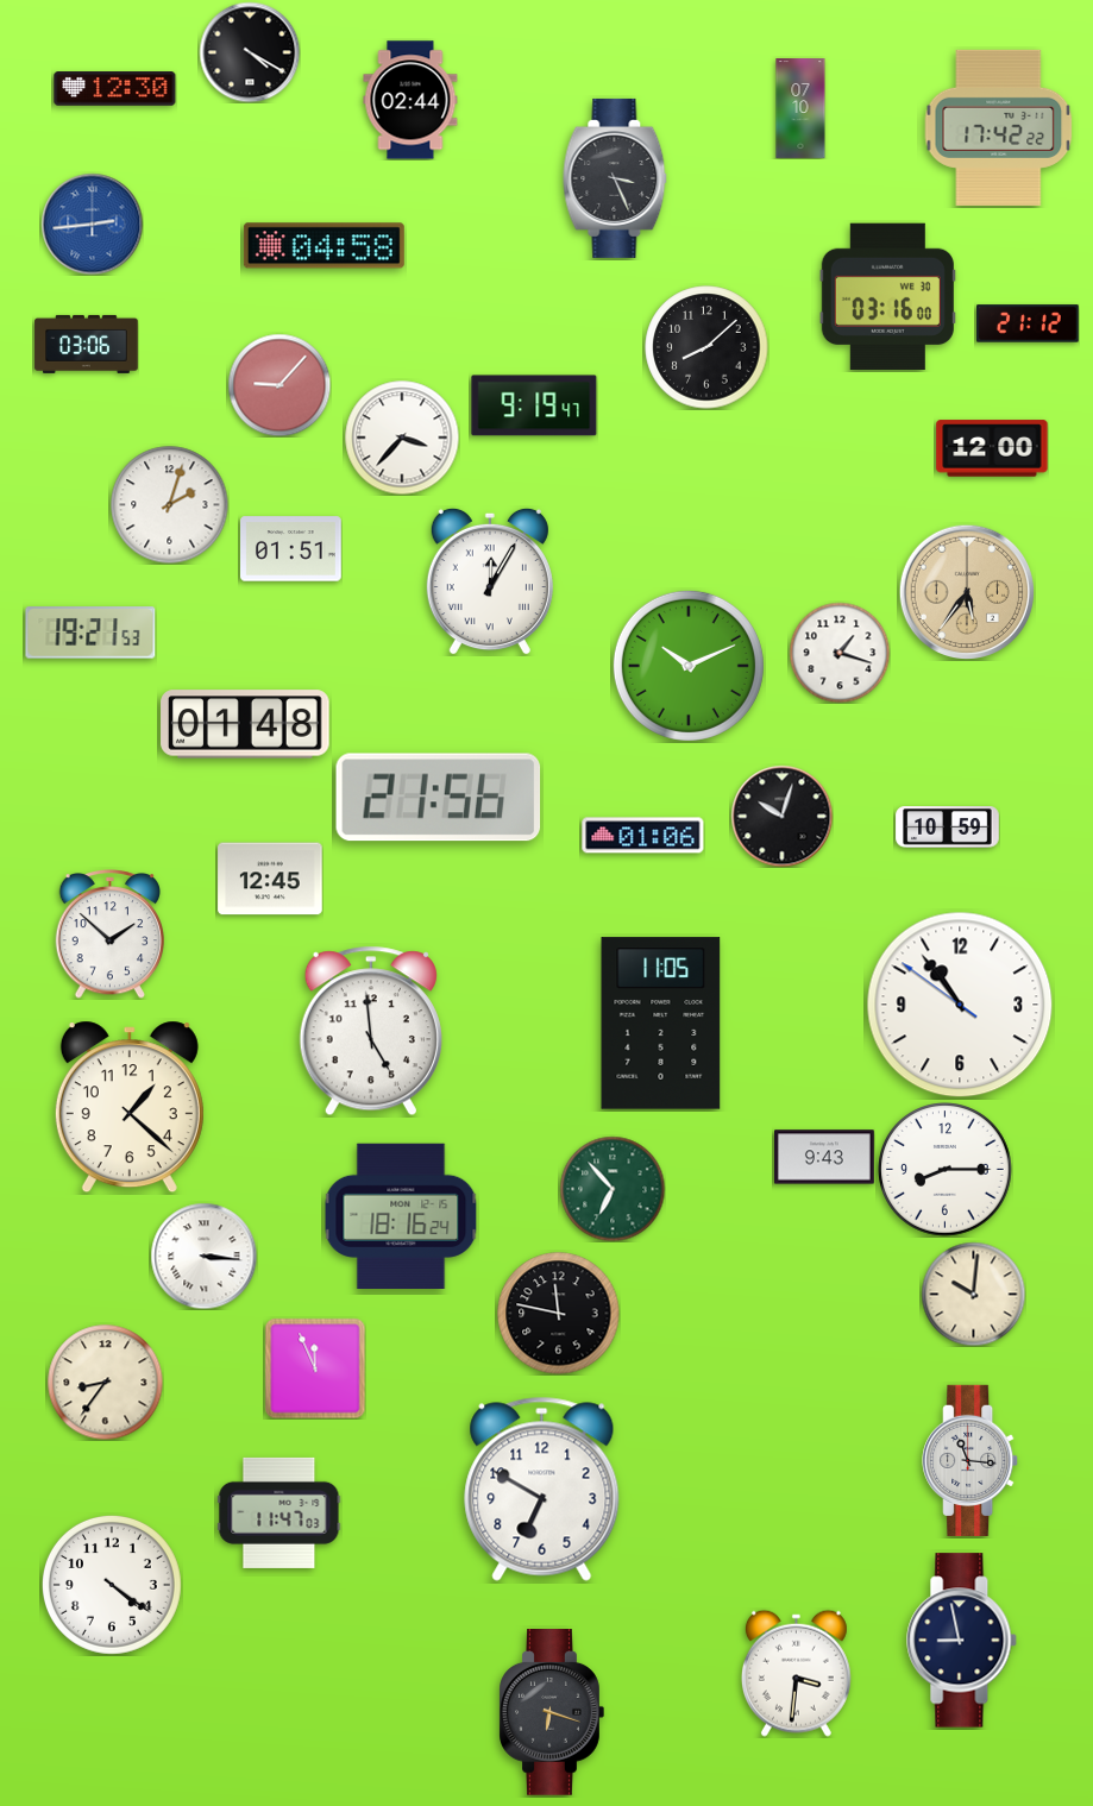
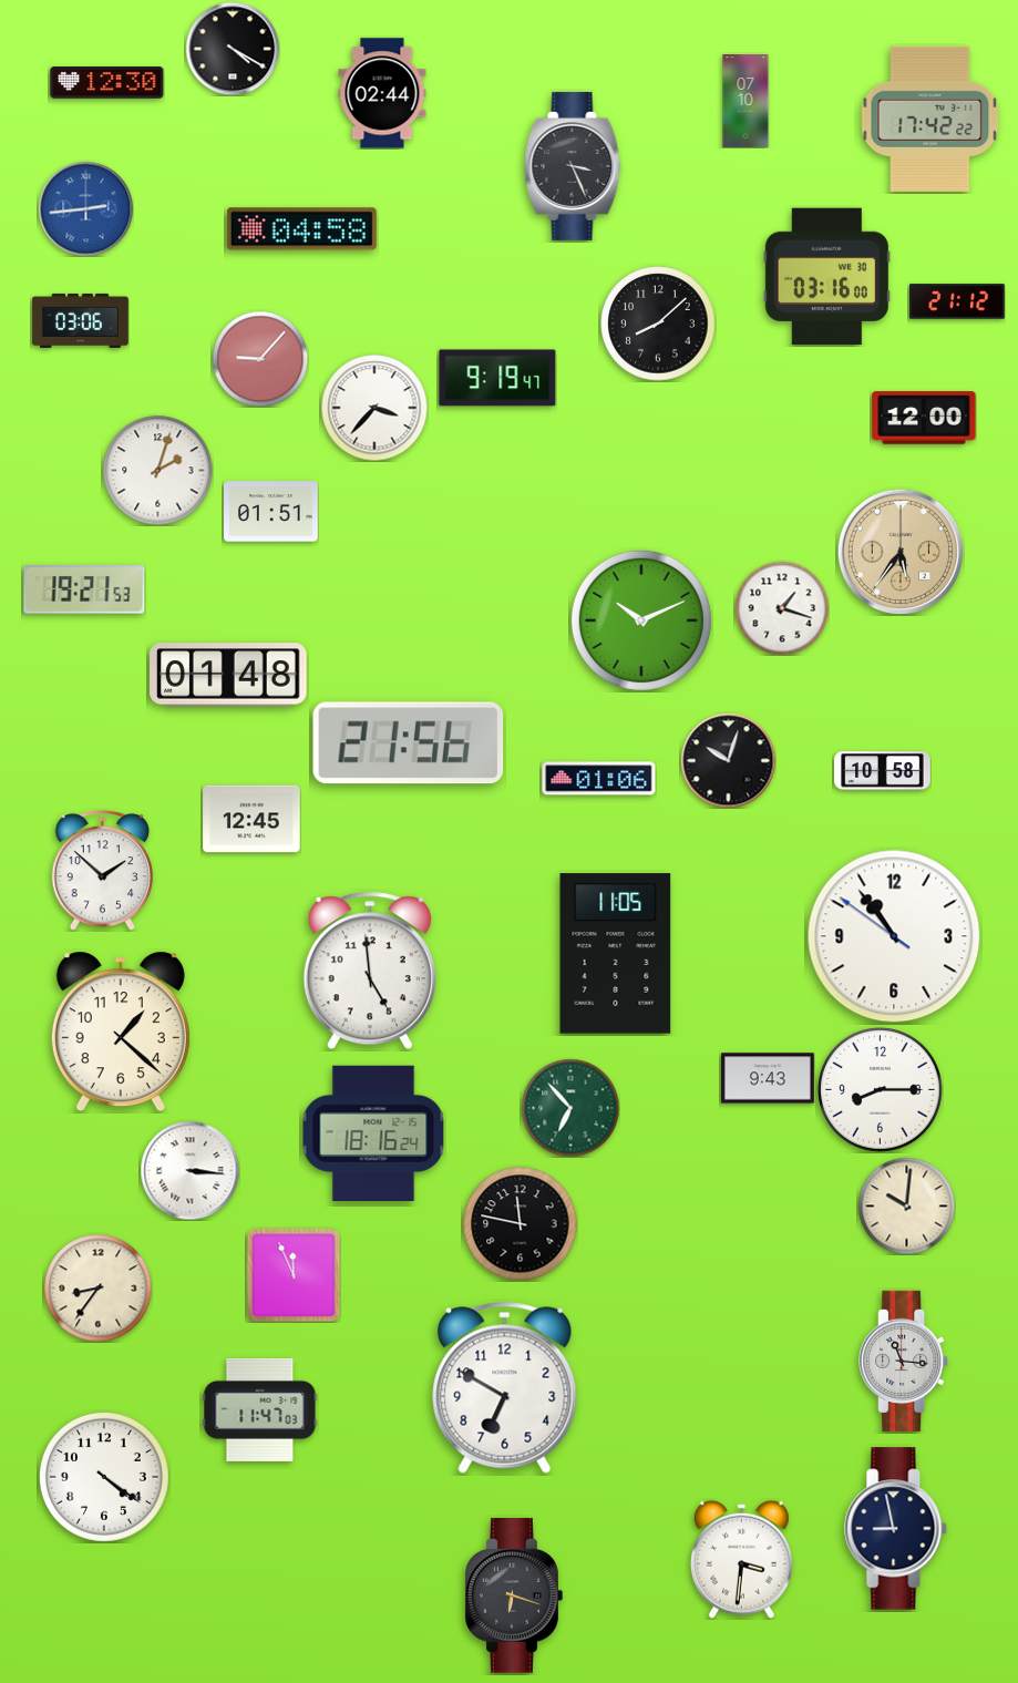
clock at (490, 581): 12:05 -> none
clock at (948, 828): 10:59 -> 10:58
clock at (371, 1031) position: (371, 1031) -> (370, 971)
